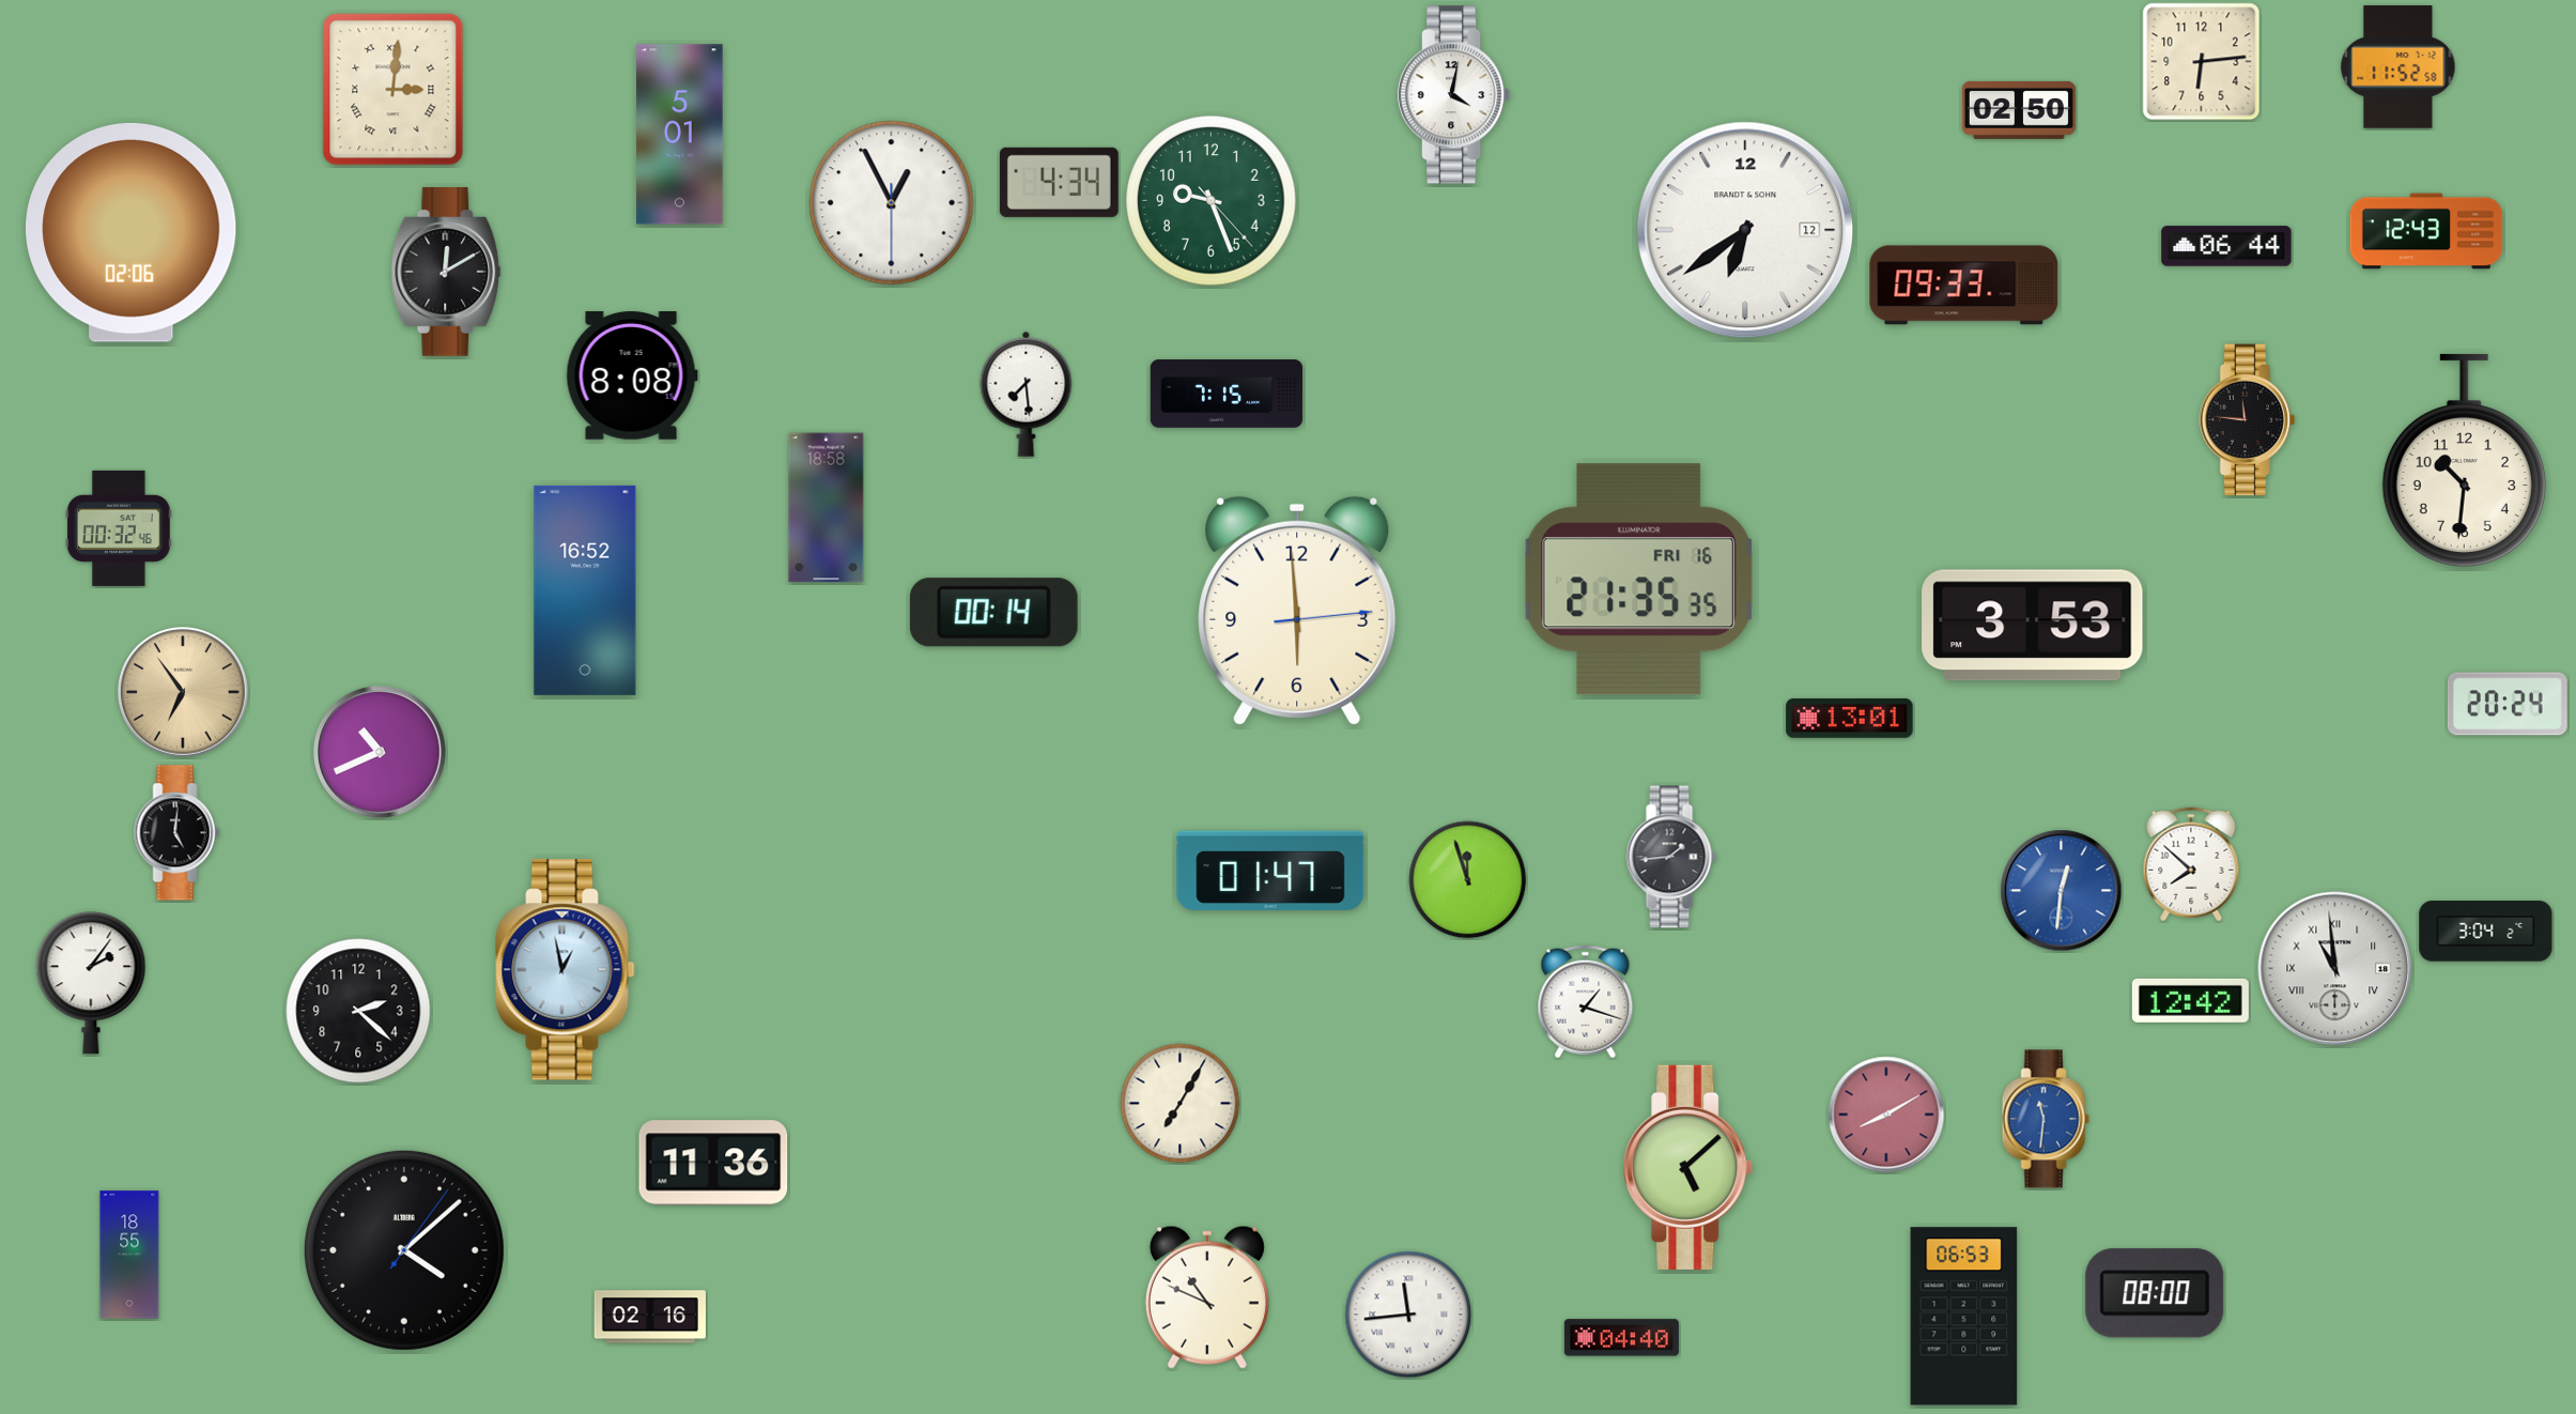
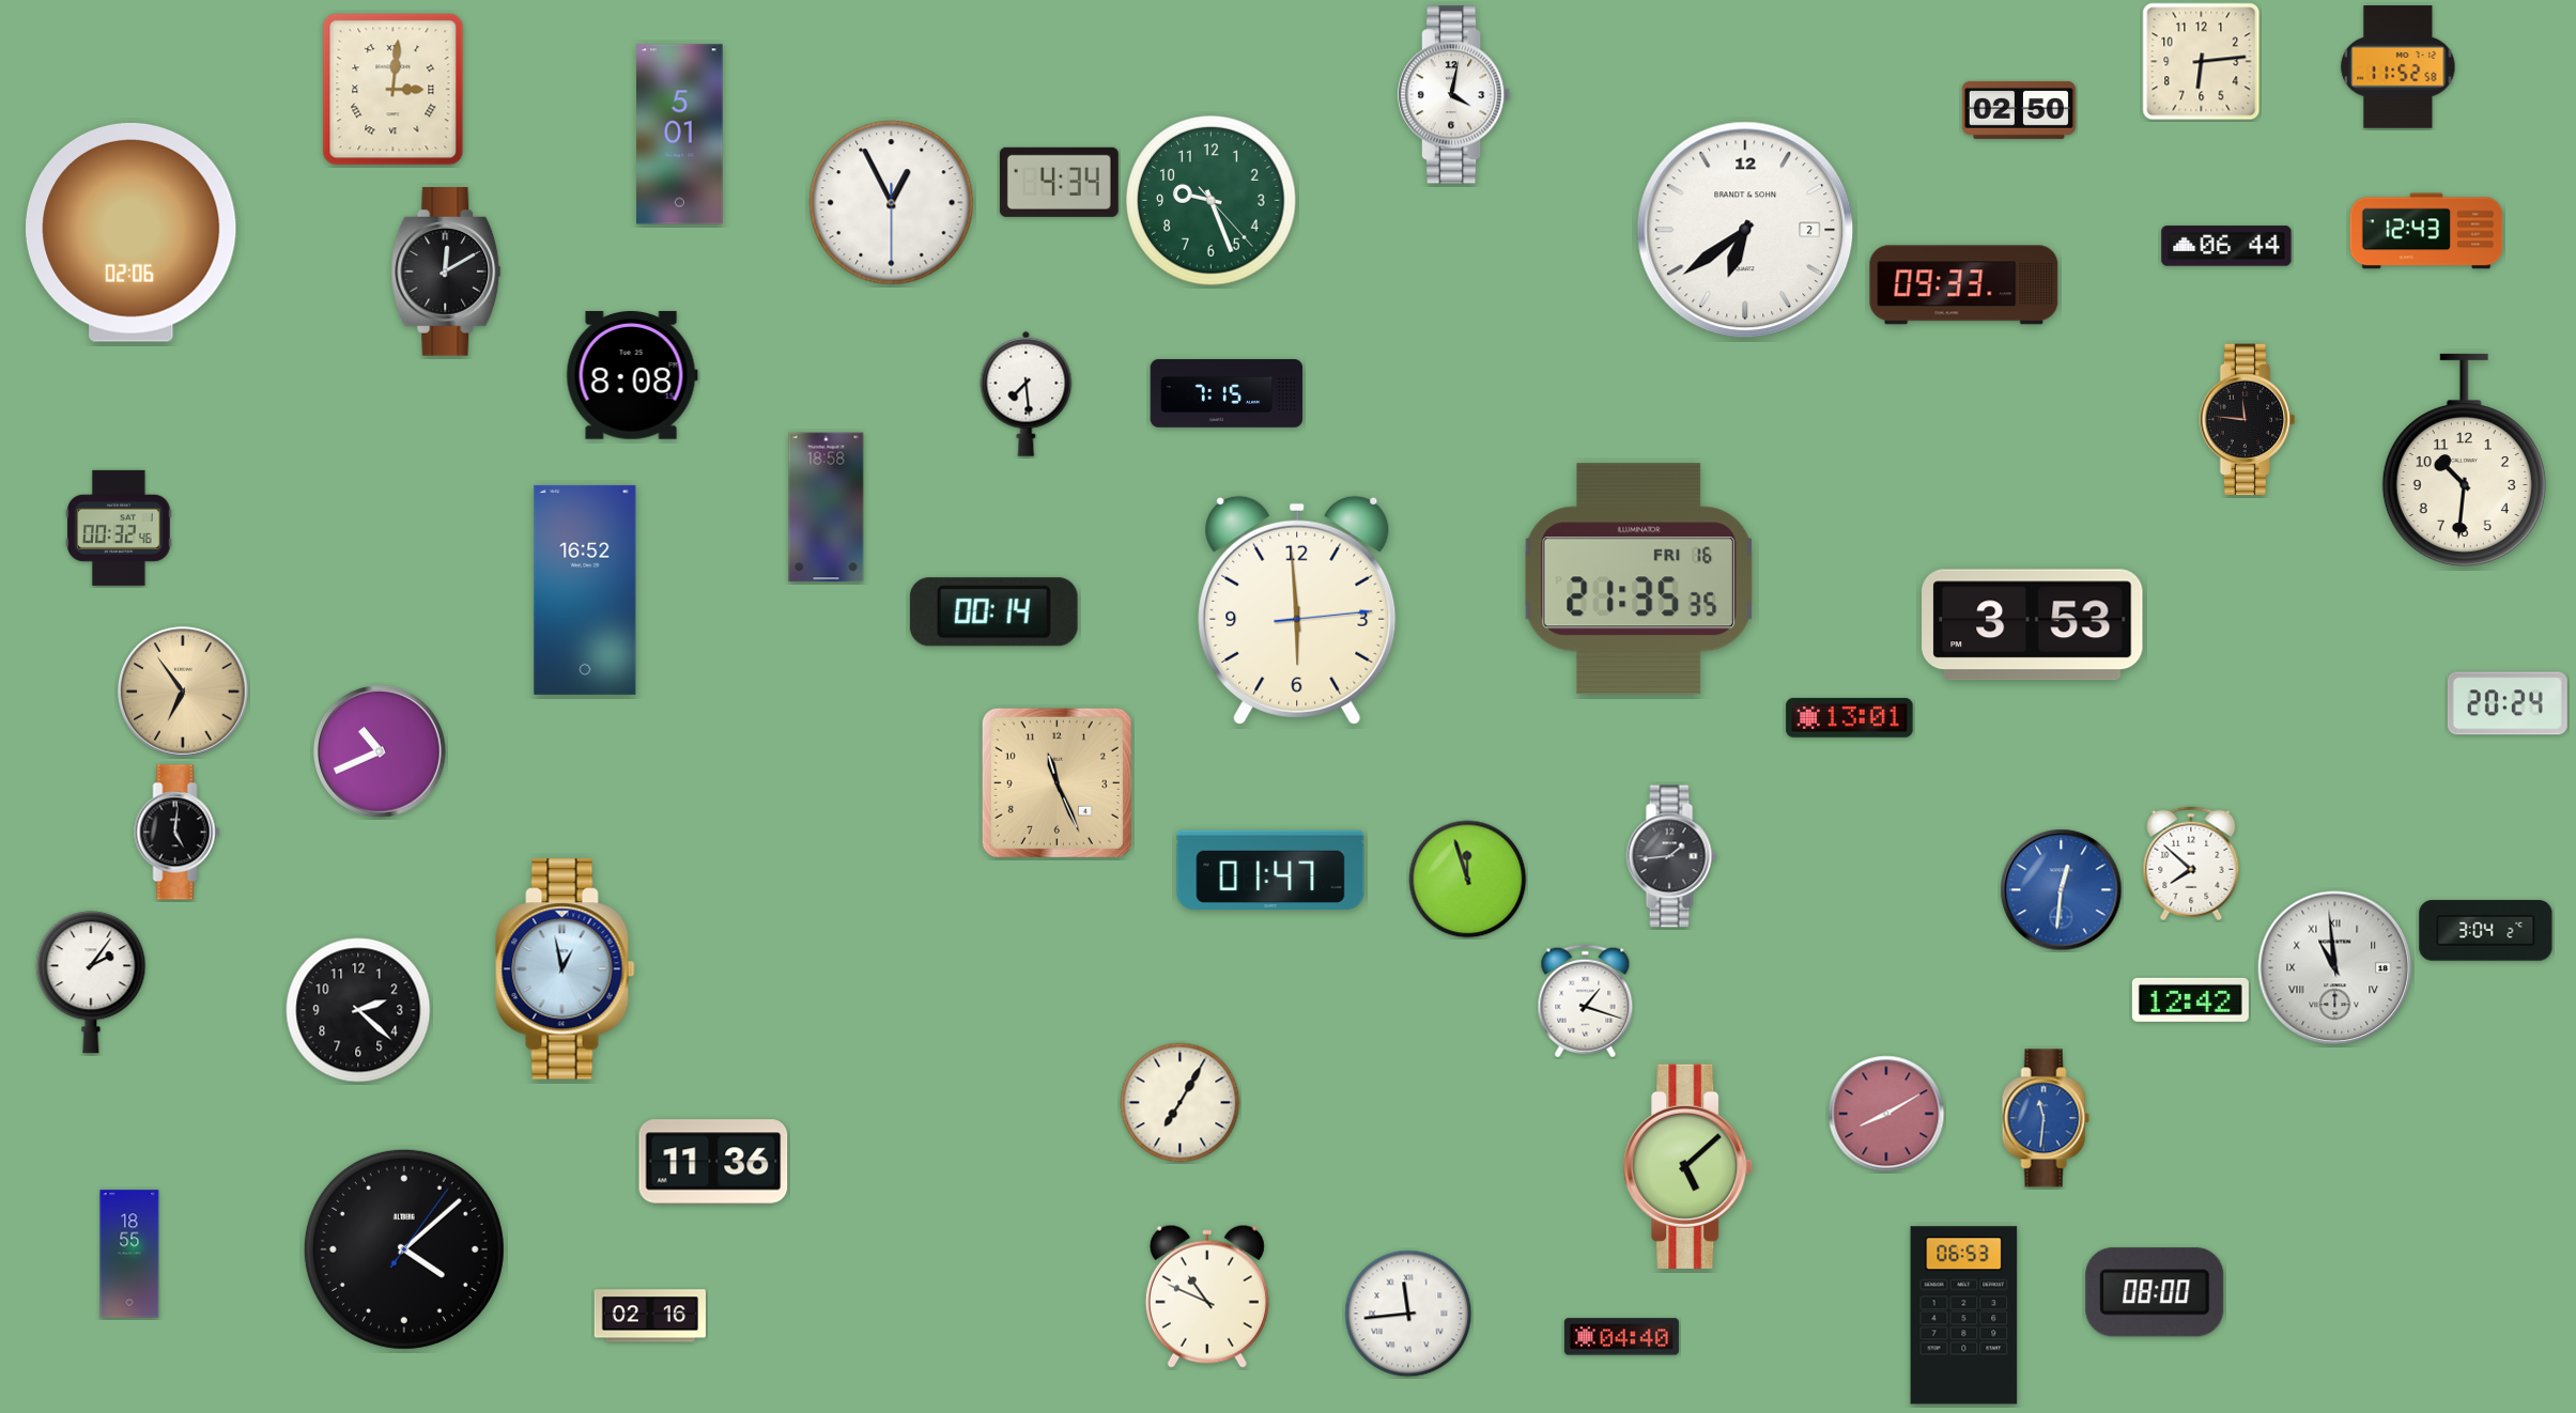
clock at (1745, 230) date: 12 -> 2
clock at (1056, 782): none -> 11:26
